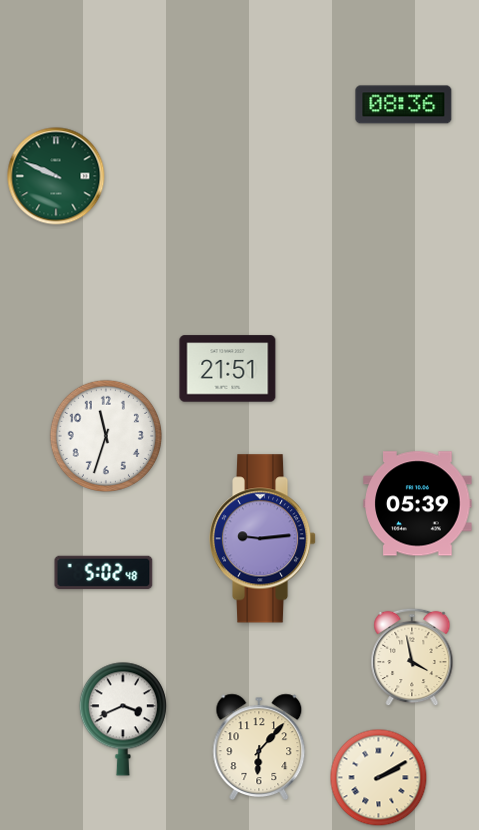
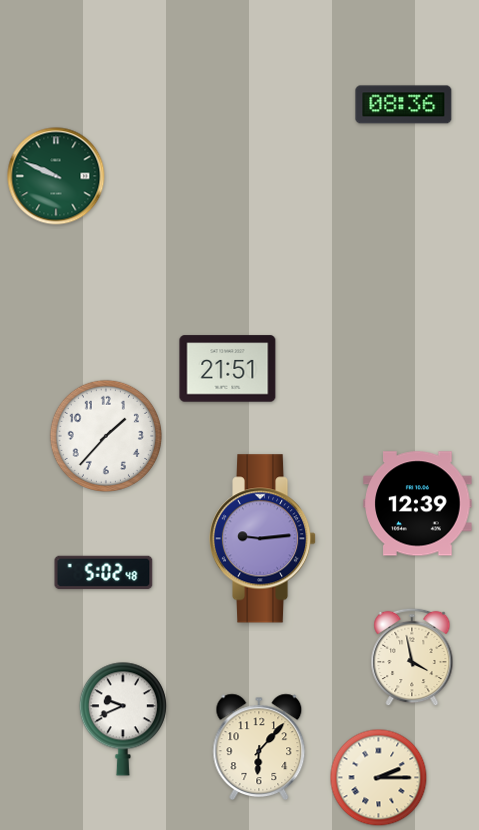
clock at (105, 435): 11:33 -> 1:37
clock at (418, 504): 05:39 -> 12:39
clock at (123, 719): 3:41 -> 9:41
clock at (379, 778): 2:10 -> 2:15
